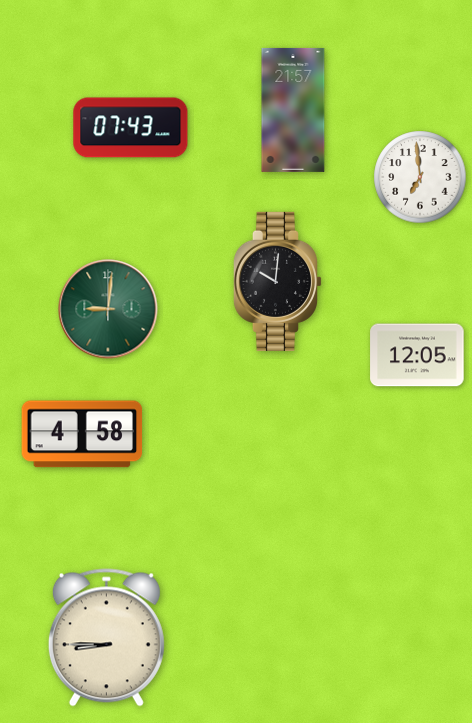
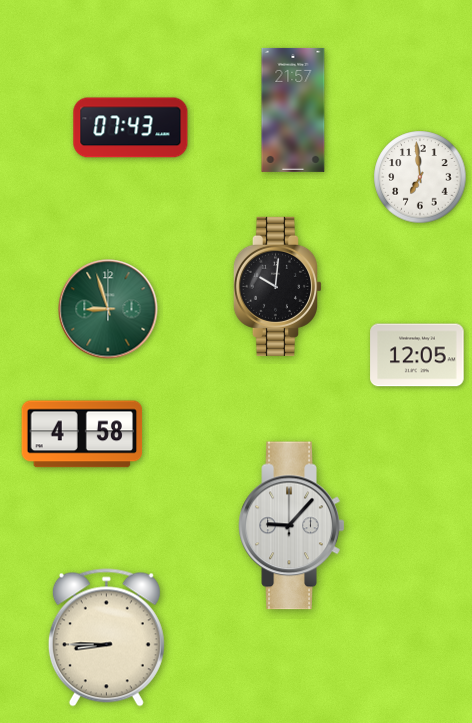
clock at (277, 281) position: (277, 281) -> (277, 286)
clock at (108, 309): 9:01 -> 8:57
clock at (292, 526): none -> 9:07
